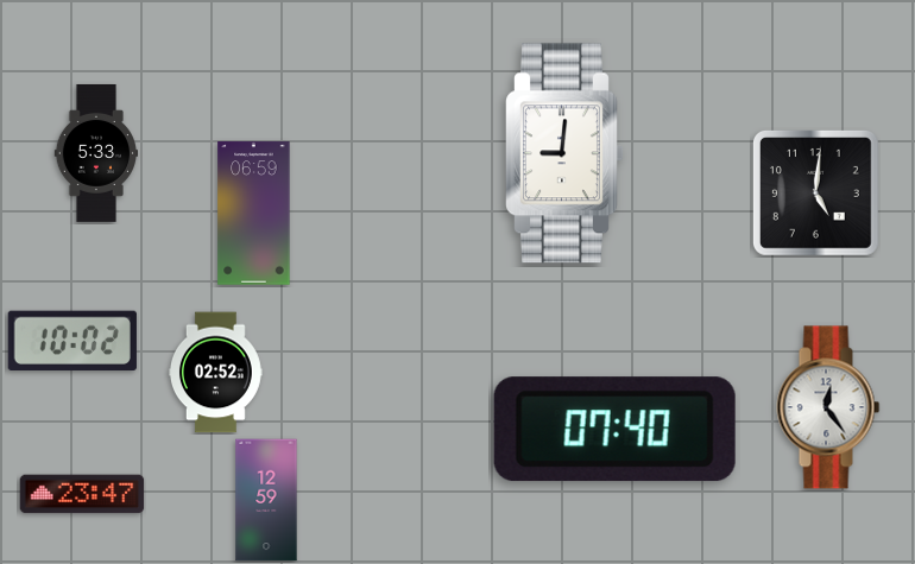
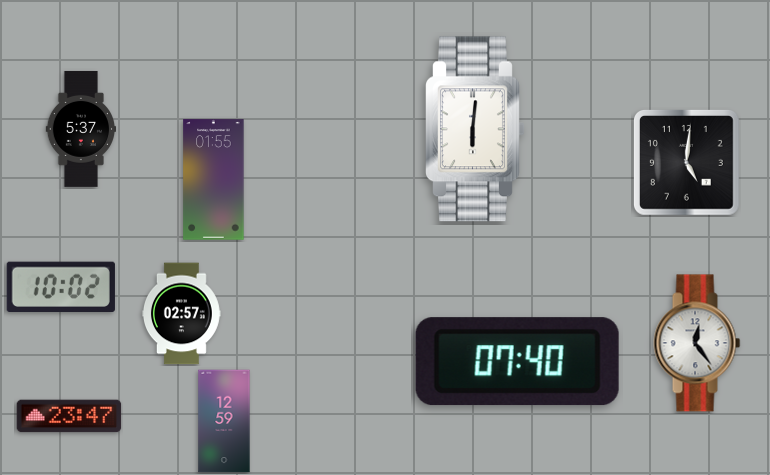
clock at (95, 153): 5:33 -> 5:37
clock at (564, 153): 9:01 -> 6:01
clock at (254, 214): 06:59 -> 01:55
clock at (215, 373): 02:52 -> 02:57
